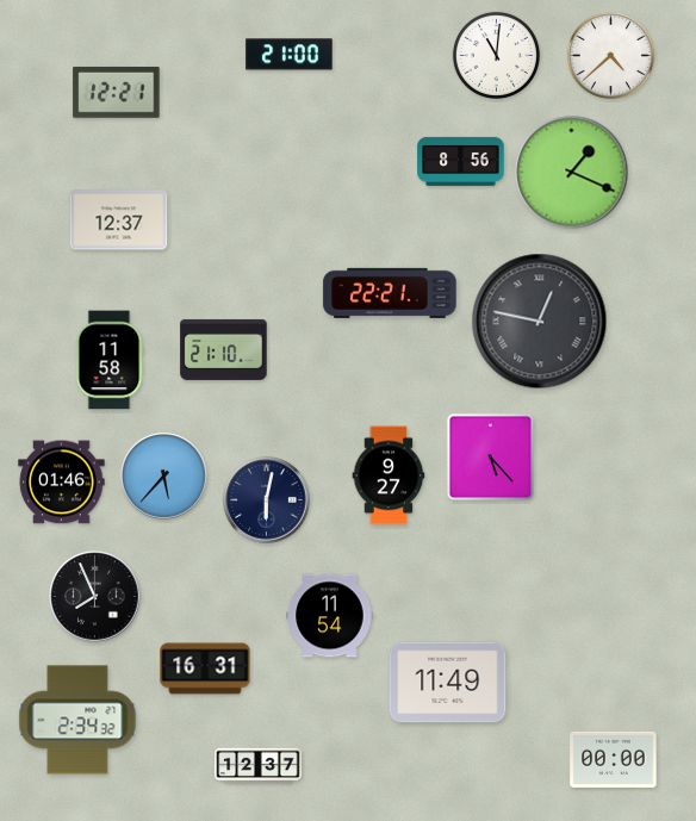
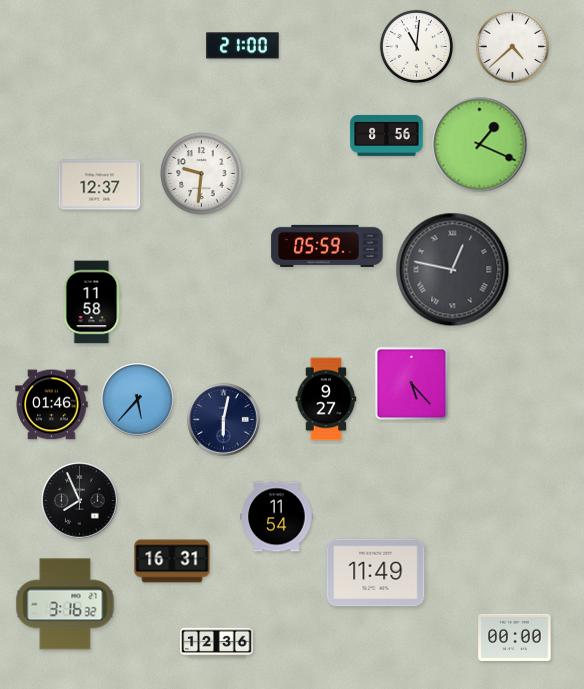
clock at (117, 92): 12:21 -> none
clock at (202, 174): none -> 9:31
clock at (390, 293): 22:21 -> 05:59
clock at (224, 349): 21:10 -> none
clock at (77, 720): 2:34 -> 3:16
clock at (259, 766): 12:37 -> 12:36
